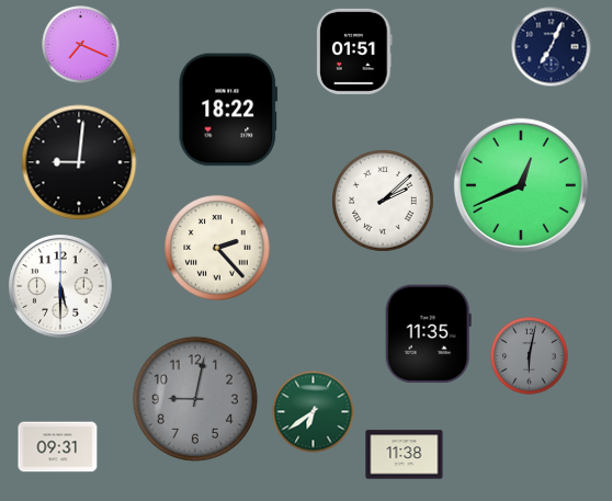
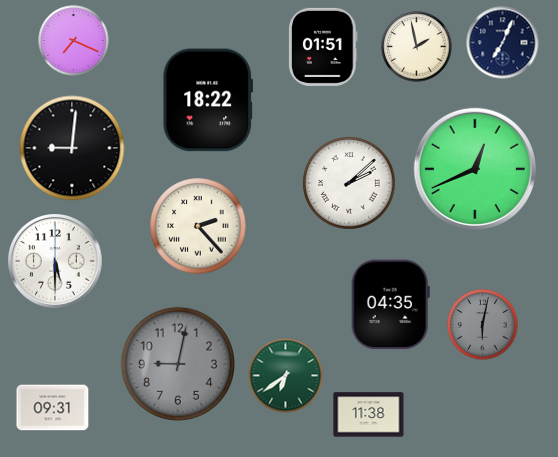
clock at (417, 47): none -> 1:58
clock at (428, 334): 11:35 -> 04:35
